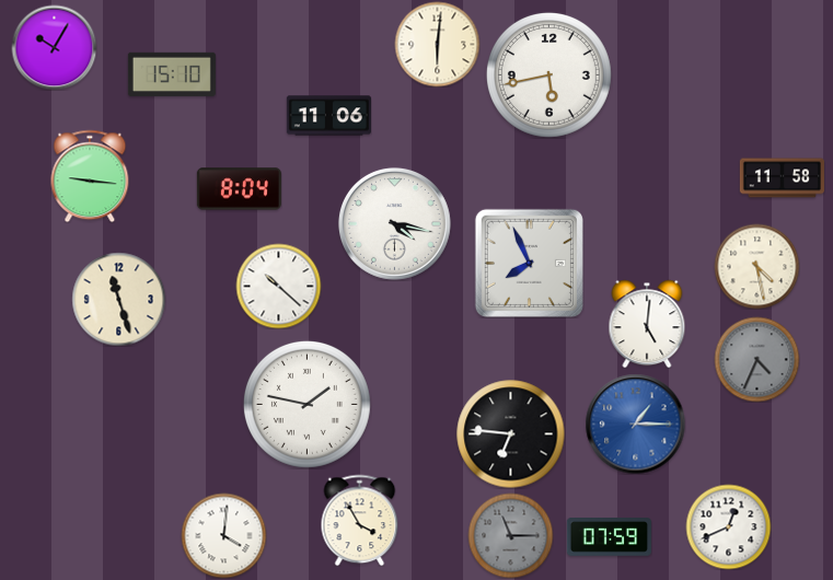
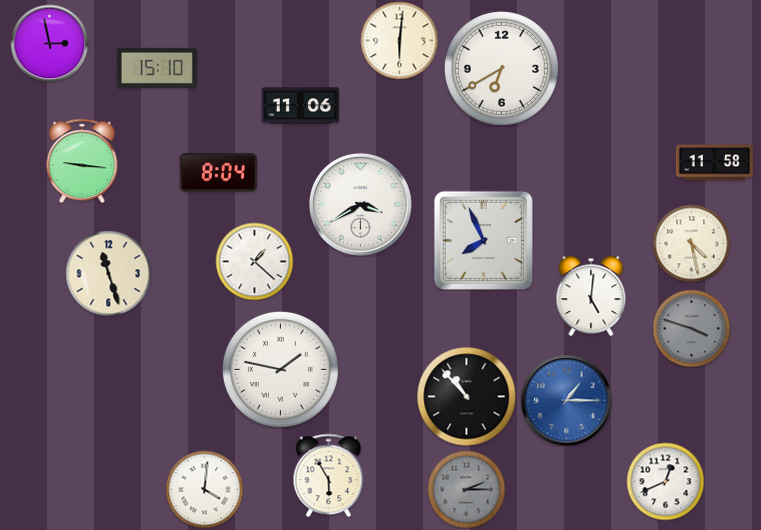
clock at (54, 47): 10:05 -> 2:58
clock at (548, 74): 5:43 -> 6:40
clock at (394, 223): 4:17 -> 3:40
clock at (278, 286): 10:22 -> 1:22
clock at (756, 359): 4:34 -> 3:48
clock at (635, 424) position: (635, 424) -> (566, 400)
clock at (511, 434): 6:46 -> 10:53
clock at (360, 520): 3:55 -> 5:55
clock at (510, 535): 11:15 -> 2:15
clock at (609, 537): 07:59 -> none
